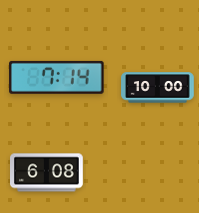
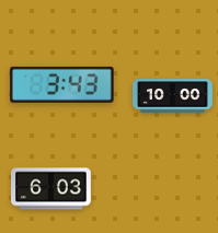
clock at (57, 77): 7:14 -> 3:43
clock at (47, 173): 6:08 -> 6:03
